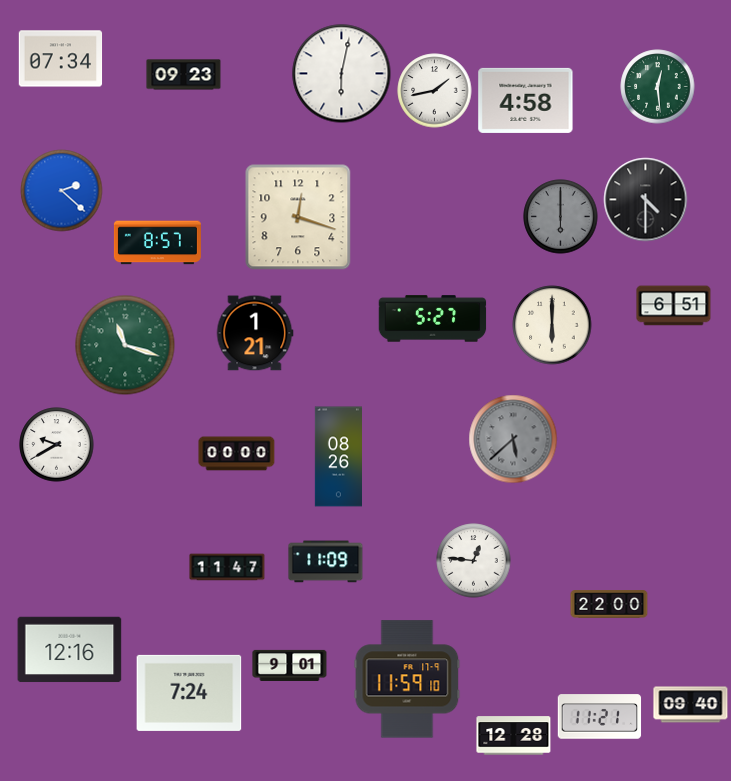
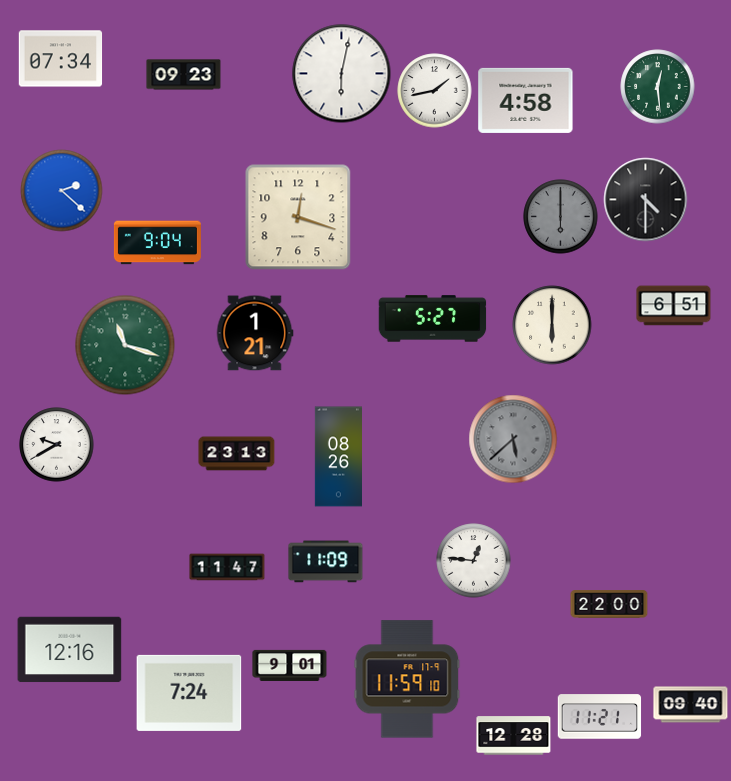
clock at (157, 243): 8:57 -> 9:04
clock at (237, 454): 00:00 -> 23:13
